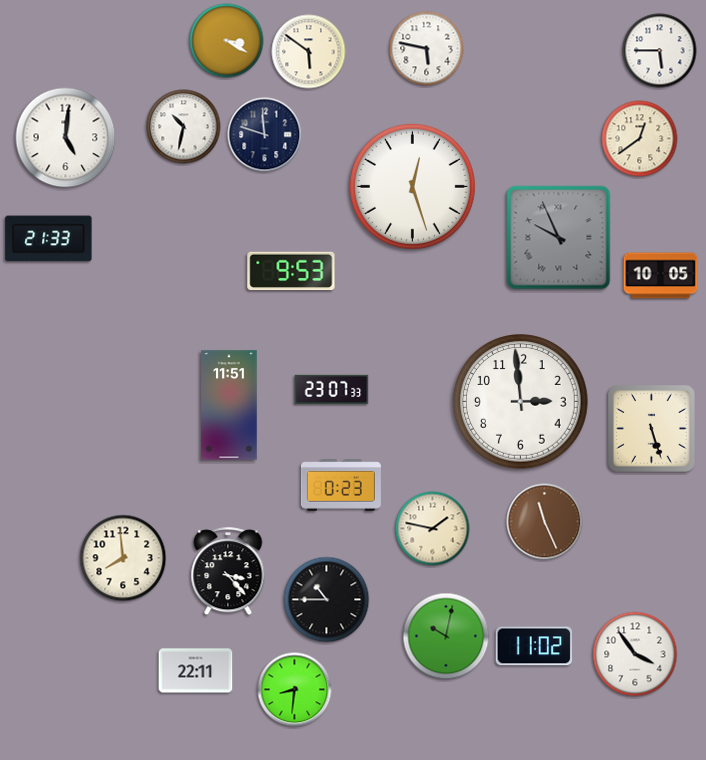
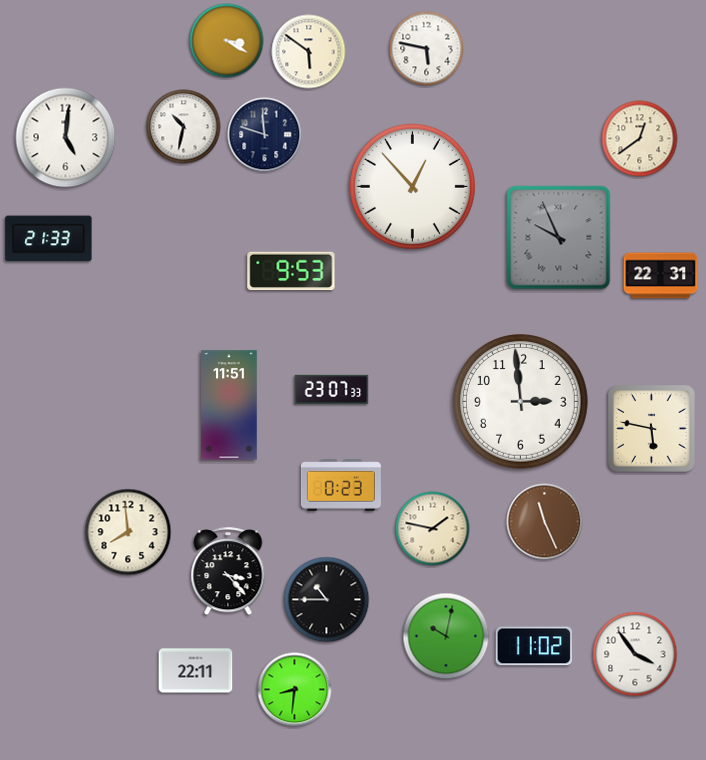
clock at (660, 51): 5:45 -> none
clock at (412, 186): 12:27 -> 12:53
clock at (661, 276): 10:05 -> 22:31
clock at (652, 429): 5:27 -> 5:47
clock at (123, 558) position: (123, 558) -> (128, 532)
